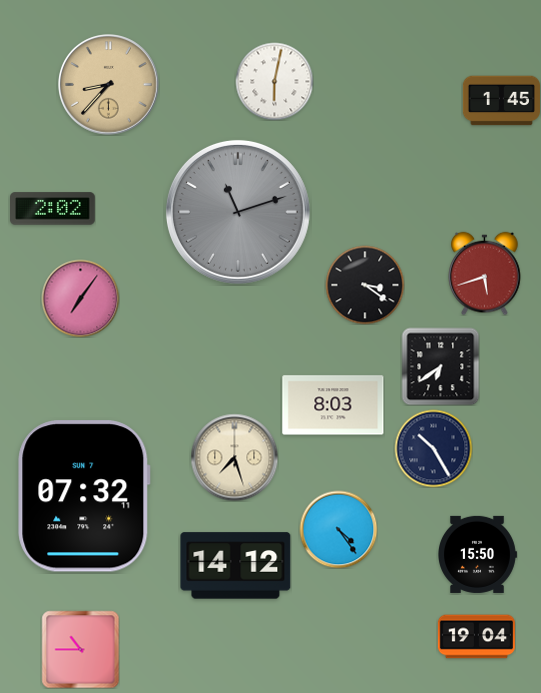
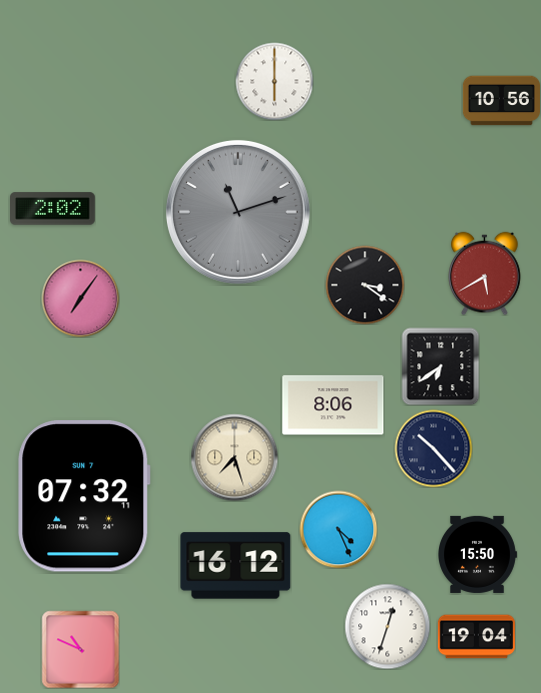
clock at (274, 81): 6:02 -> 6:00
clock at (109, 85): 8:37 -> none
clock at (501, 101): 1:45 -> 10:56
clock at (485, 273): 5:42 -> 5:40
clock at (333, 405): 8:03 -> 8:06
clock at (433, 448): 10:25 -> 10:23
clock at (338, 529): 4:24 -> 4:26
clock at (236, 566): 14:12 -> 16:12
clock at (387, 626): none -> 12:33
clock at (80, 649): 10:45 -> 10:49
